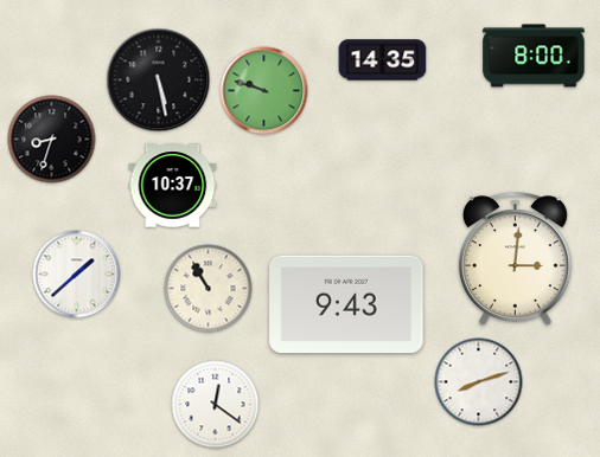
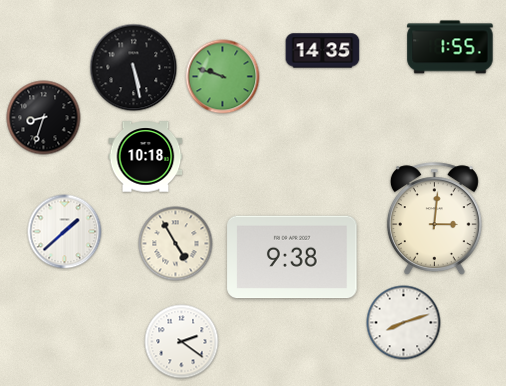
clock at (534, 56): 8:00 -> 1:55
clock at (173, 186): 10:37 -> 10:18
clock at (209, 289): 10:55 -> 4:55
clock at (346, 304): 9:43 -> 9:38
clock at (216, 405): 12:21 -> 2:21
